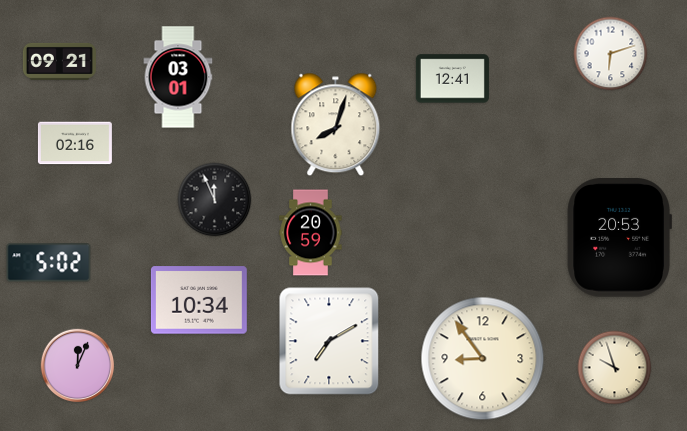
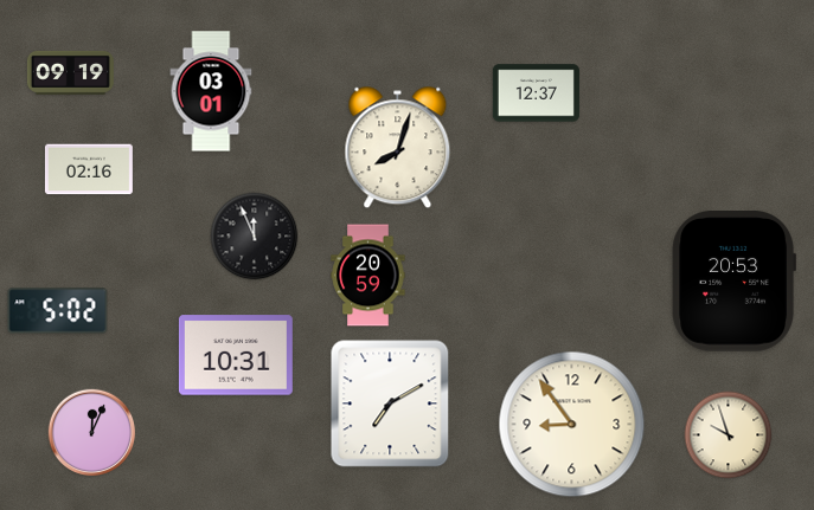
clock at (611, 54): 6:12 -> none
clock at (59, 61): 09:21 -> 09:19
clock at (452, 79): 12:41 -> 12:37
clock at (199, 300): 10:34 -> 10:31
